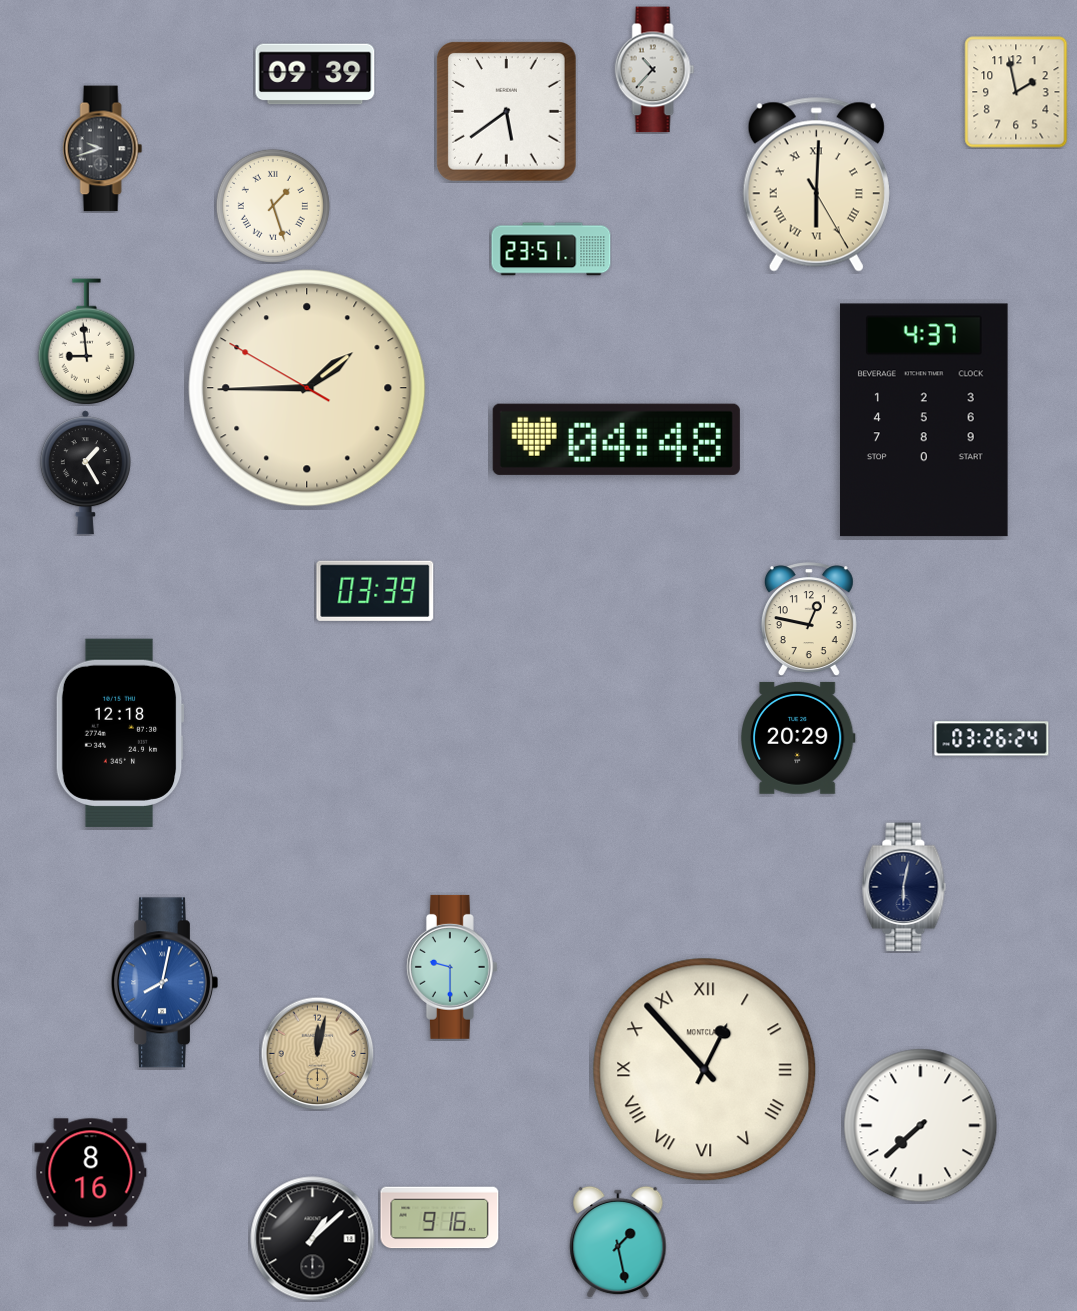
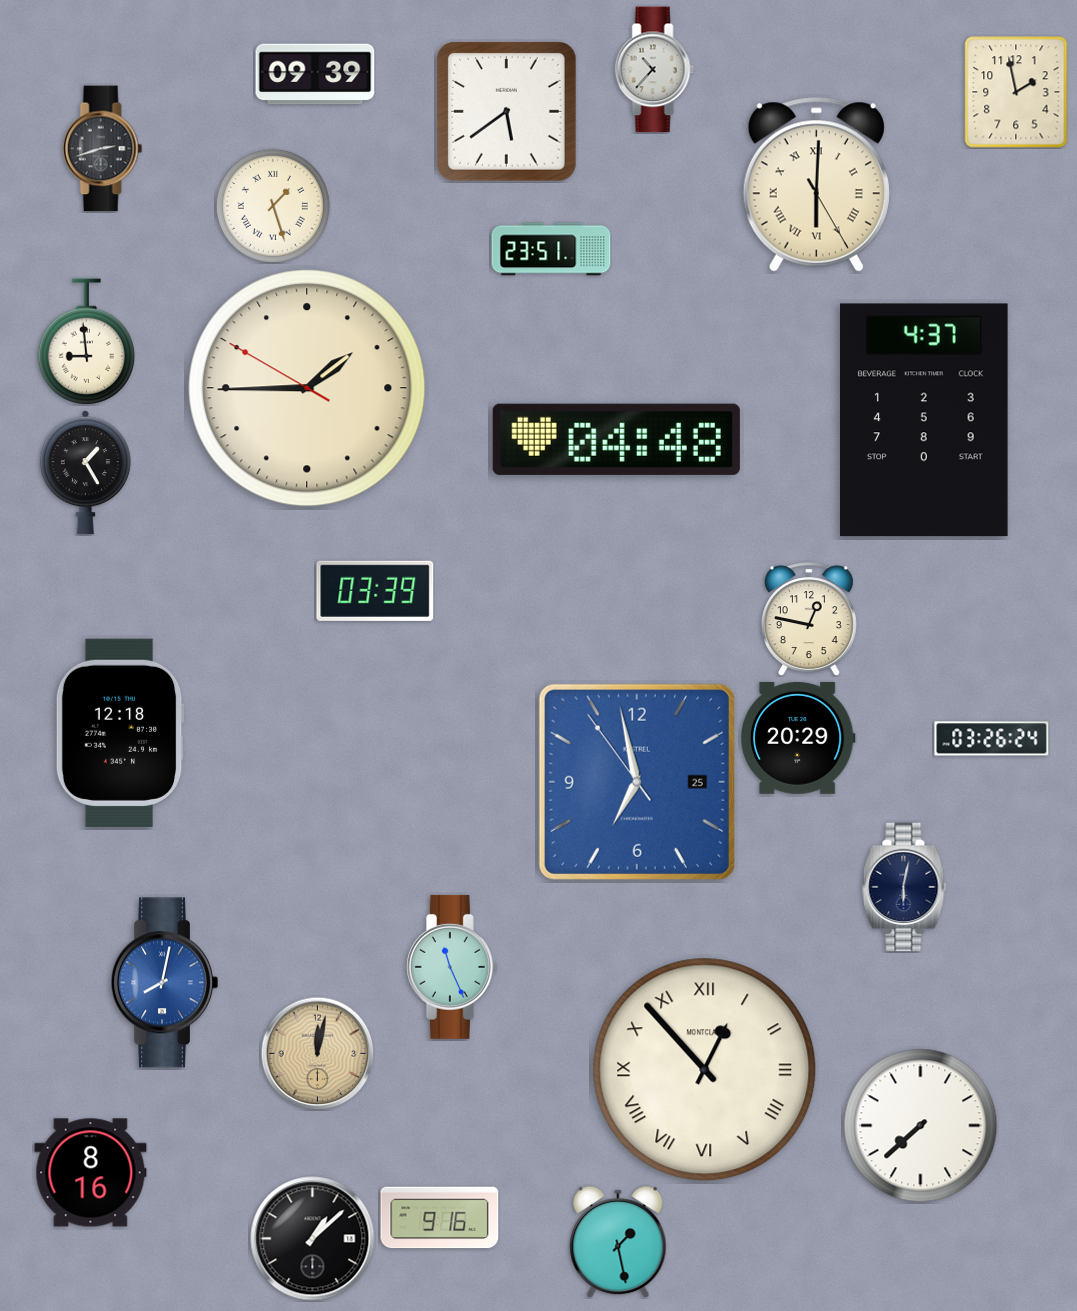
clock at (103, 149): 9:42 -> 2:42
clock at (637, 782): none -> 6:57
clock at (452, 967): 9:30 -> 11:26
